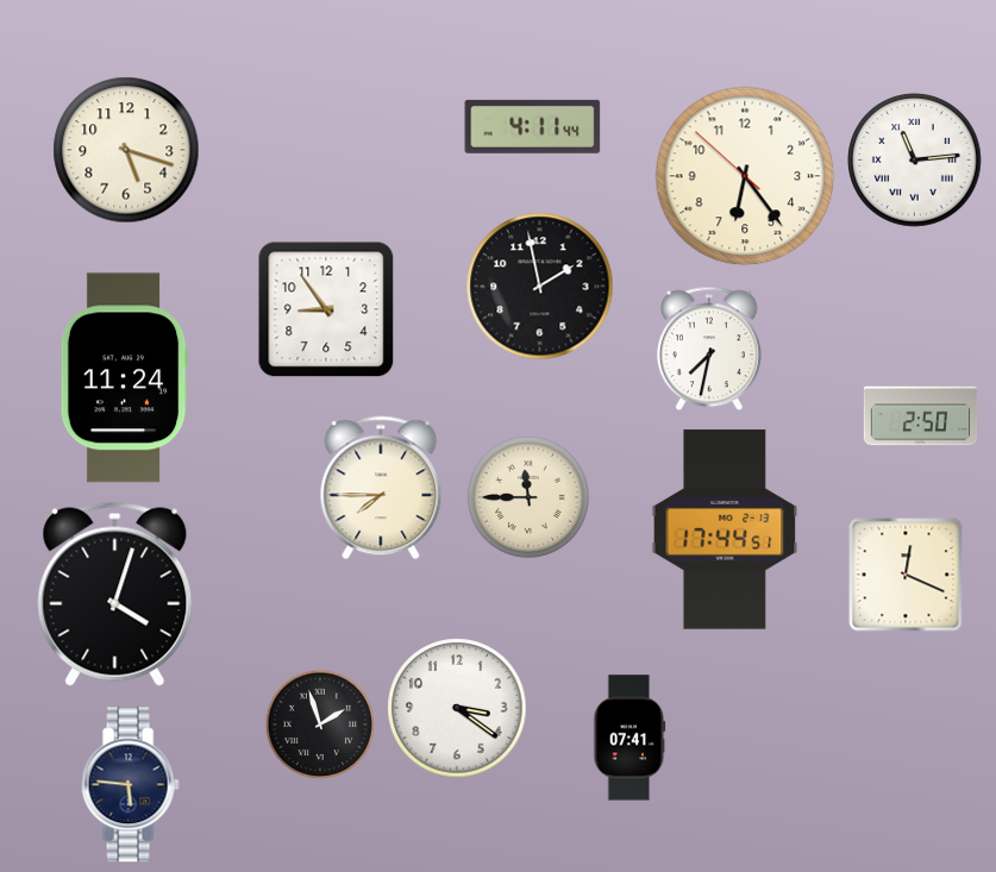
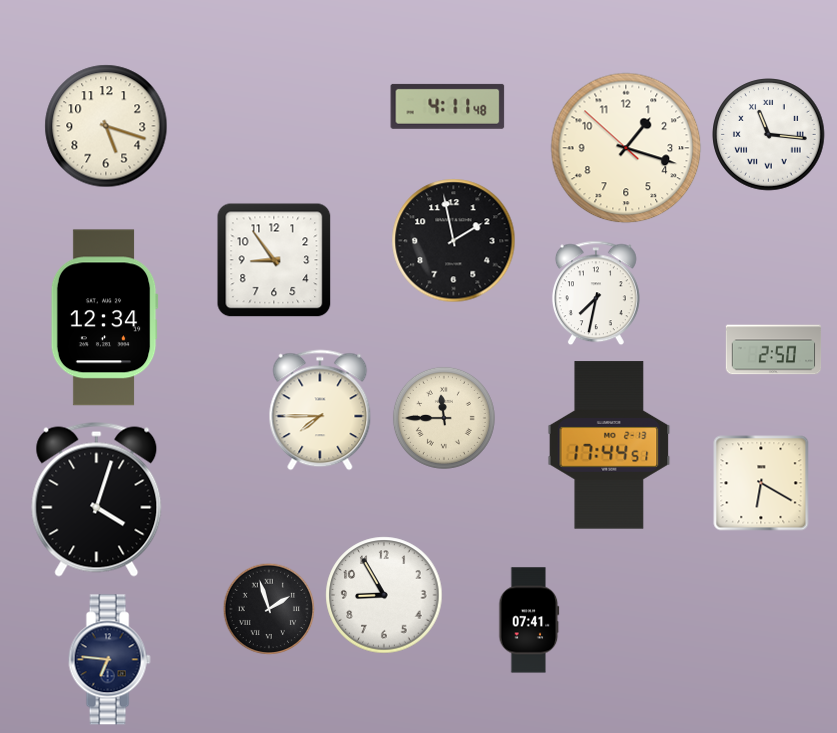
clock at (533, 126): 4:11:44 -> 4:11:48
clock at (915, 161): 11:14 -> 11:16
clock at (745, 176): 6:23 -> 1:17
clock at (124, 378): 11:24 -> 12:34
clock at (906, 575): 12:19 -> 6:20
clock at (457, 708): 3:21 -> 8:55
clock at (130, 785): 5:46 -> 6:46
